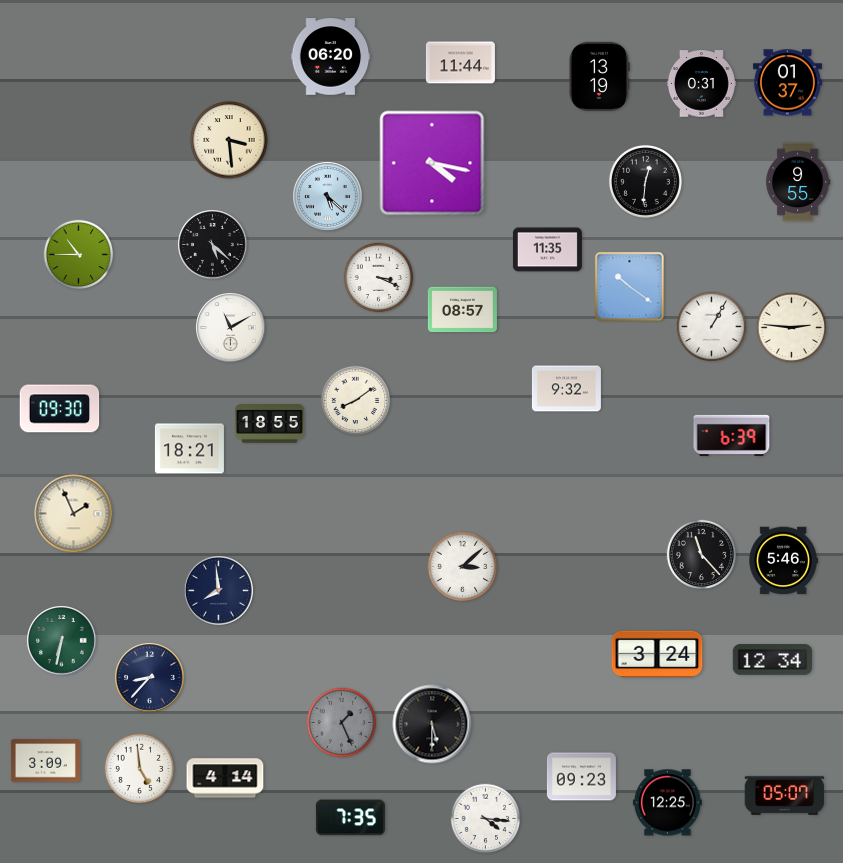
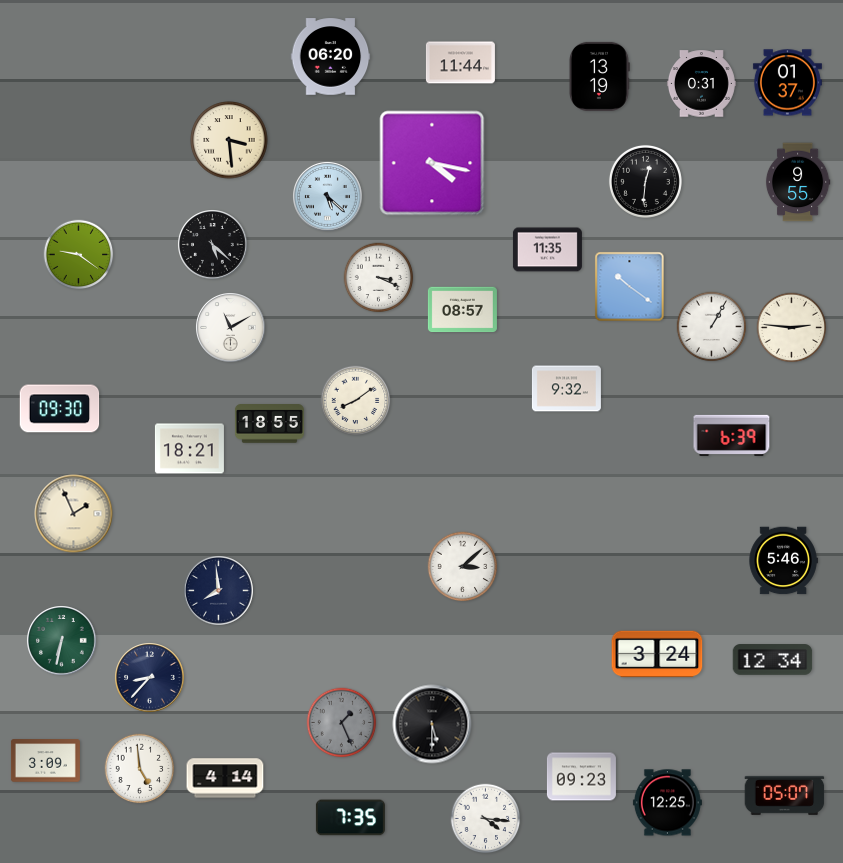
clock at (79, 255): 10:45 -> 9:21
clock at (702, 555): 11:23 -> none
